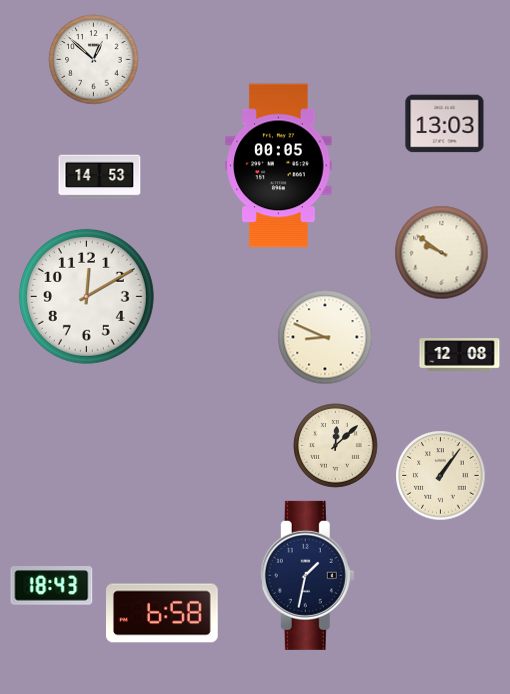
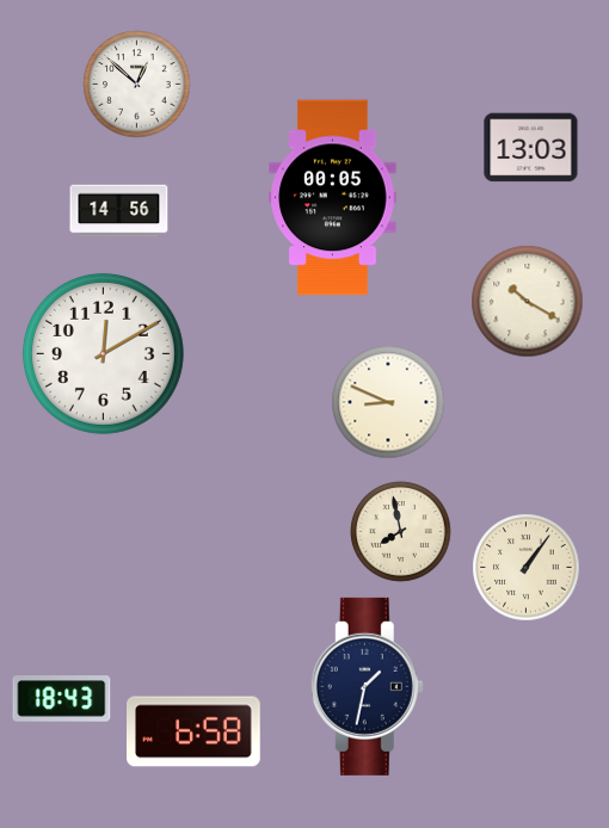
clock at (94, 60) position: (94, 60) -> (137, 85)
clock at (100, 177): 14:53 -> 14:56
clock at (442, 253): 9:51 -> 10:20
clock at (460, 355): 12:08 -> none
clock at (336, 446): 12:08 -> 7:58
